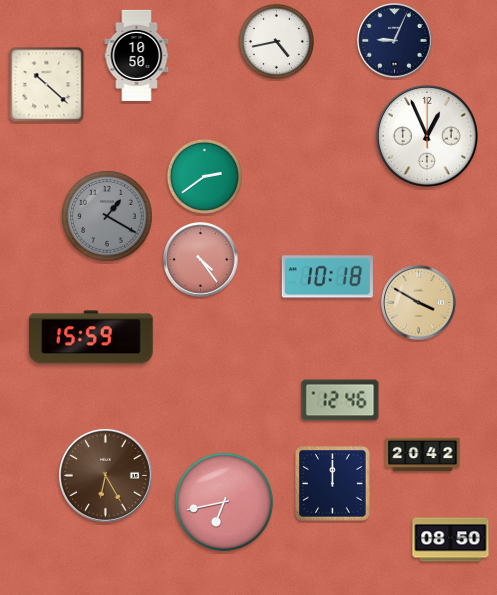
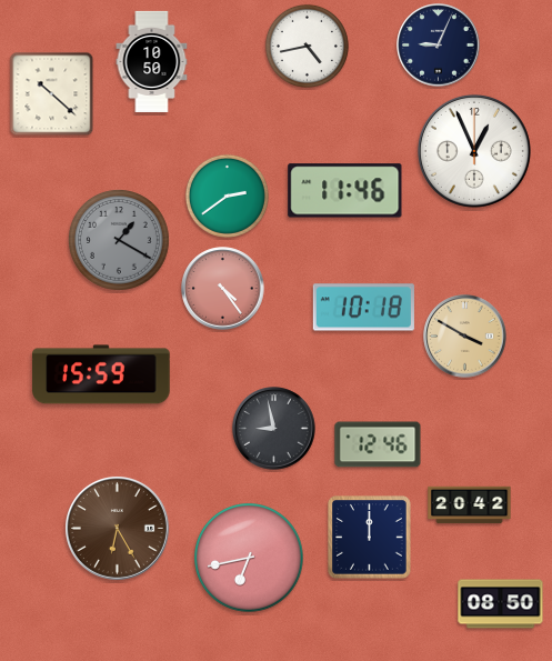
clock at (345, 191): none -> 11:46
clock at (274, 429): none -> 8:58
clock at (451, 540) position: (451, 540) -> (501, 604)
